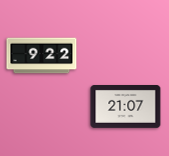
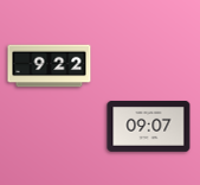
clock at (126, 107): 21:07 -> 09:07
